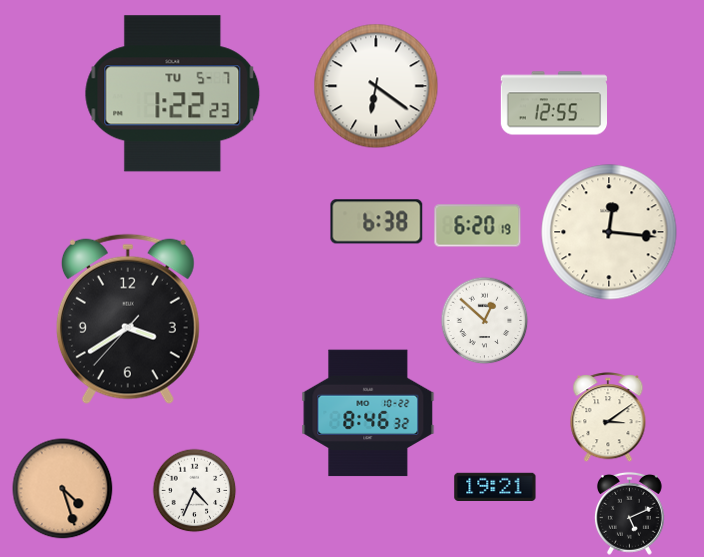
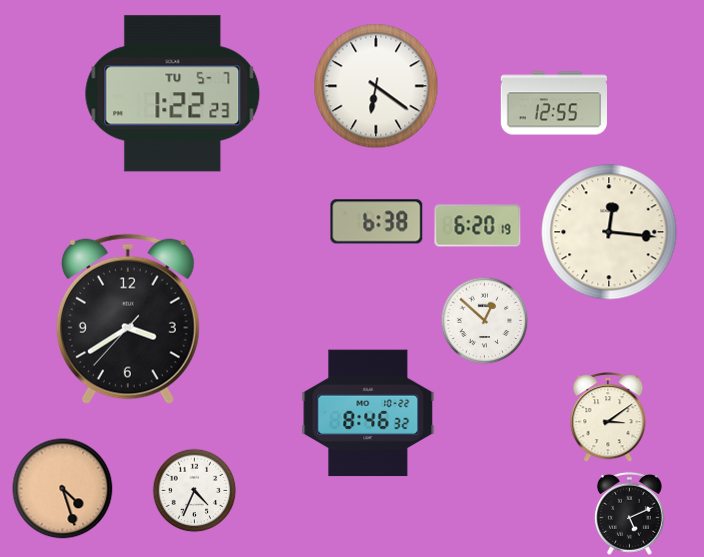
clock at (495, 486): 19:21 -> none
